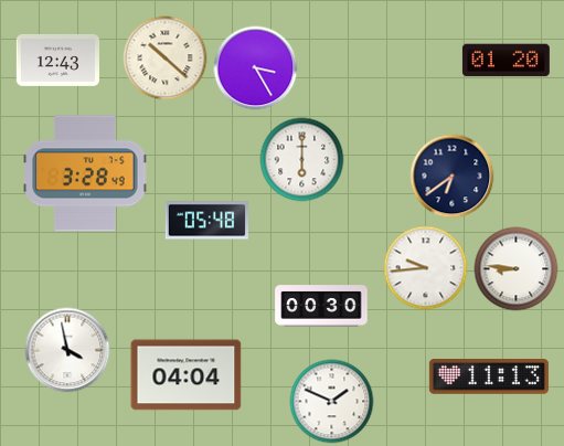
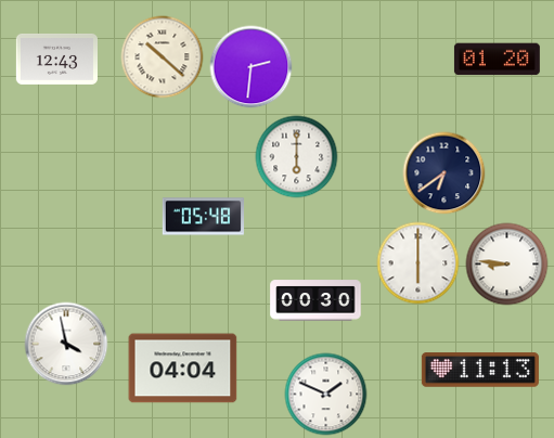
clock at (256, 68): 3:25 -> 2:31
clock at (85, 173): 3:28 -> none
clock at (426, 268): 9:44 -> 6:00
